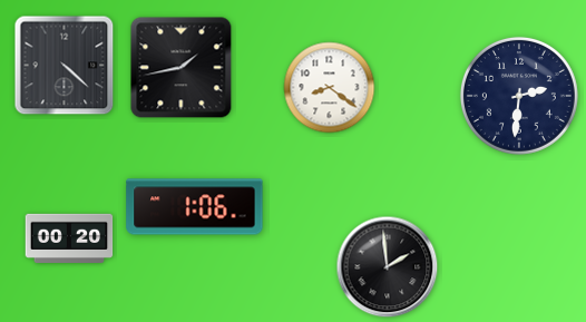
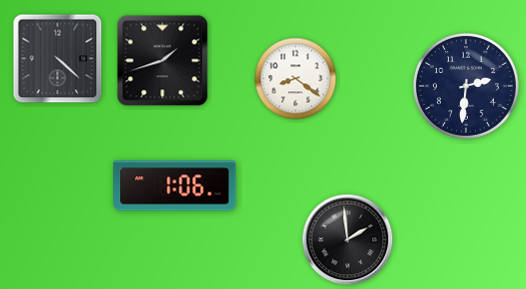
clock at (182, 68): 1:43 -> 1:42
clock at (69, 238): 00:20 -> none
